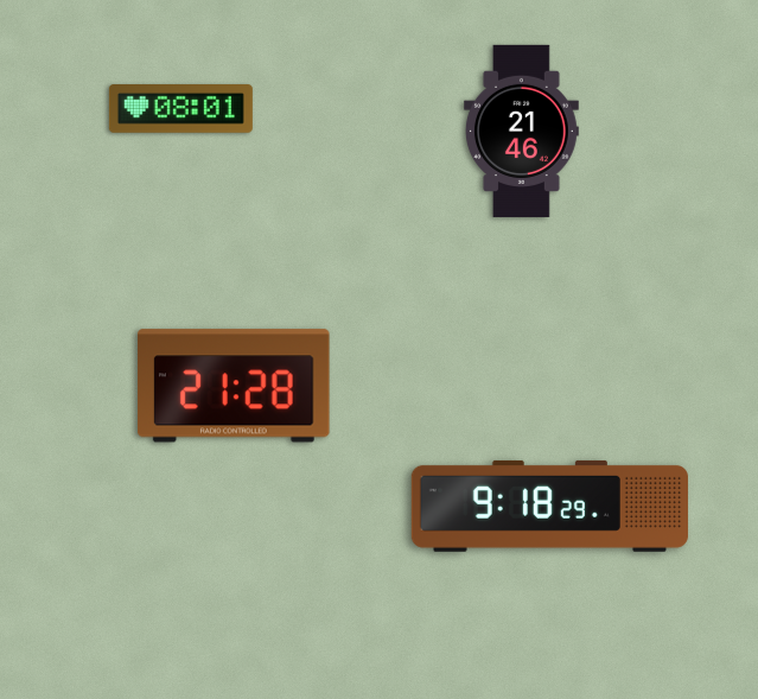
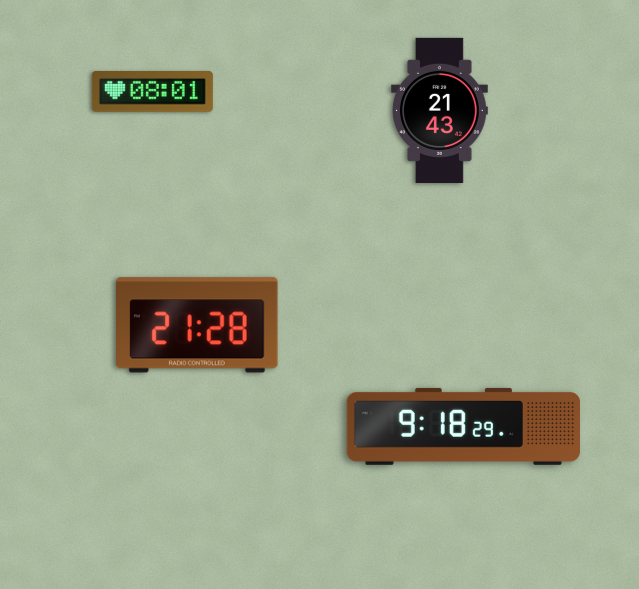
clock at (522, 131): 21:46 -> 21:43
